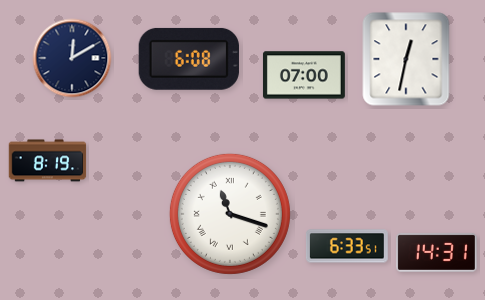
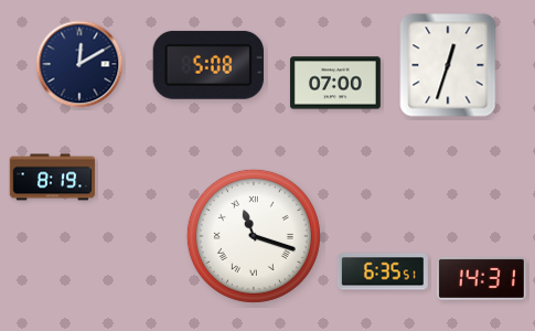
clock at (189, 59): 6:08 -> 5:08
clock at (406, 59): 12:32 -> 12:33
clock at (347, 246): 6:33 -> 6:35
